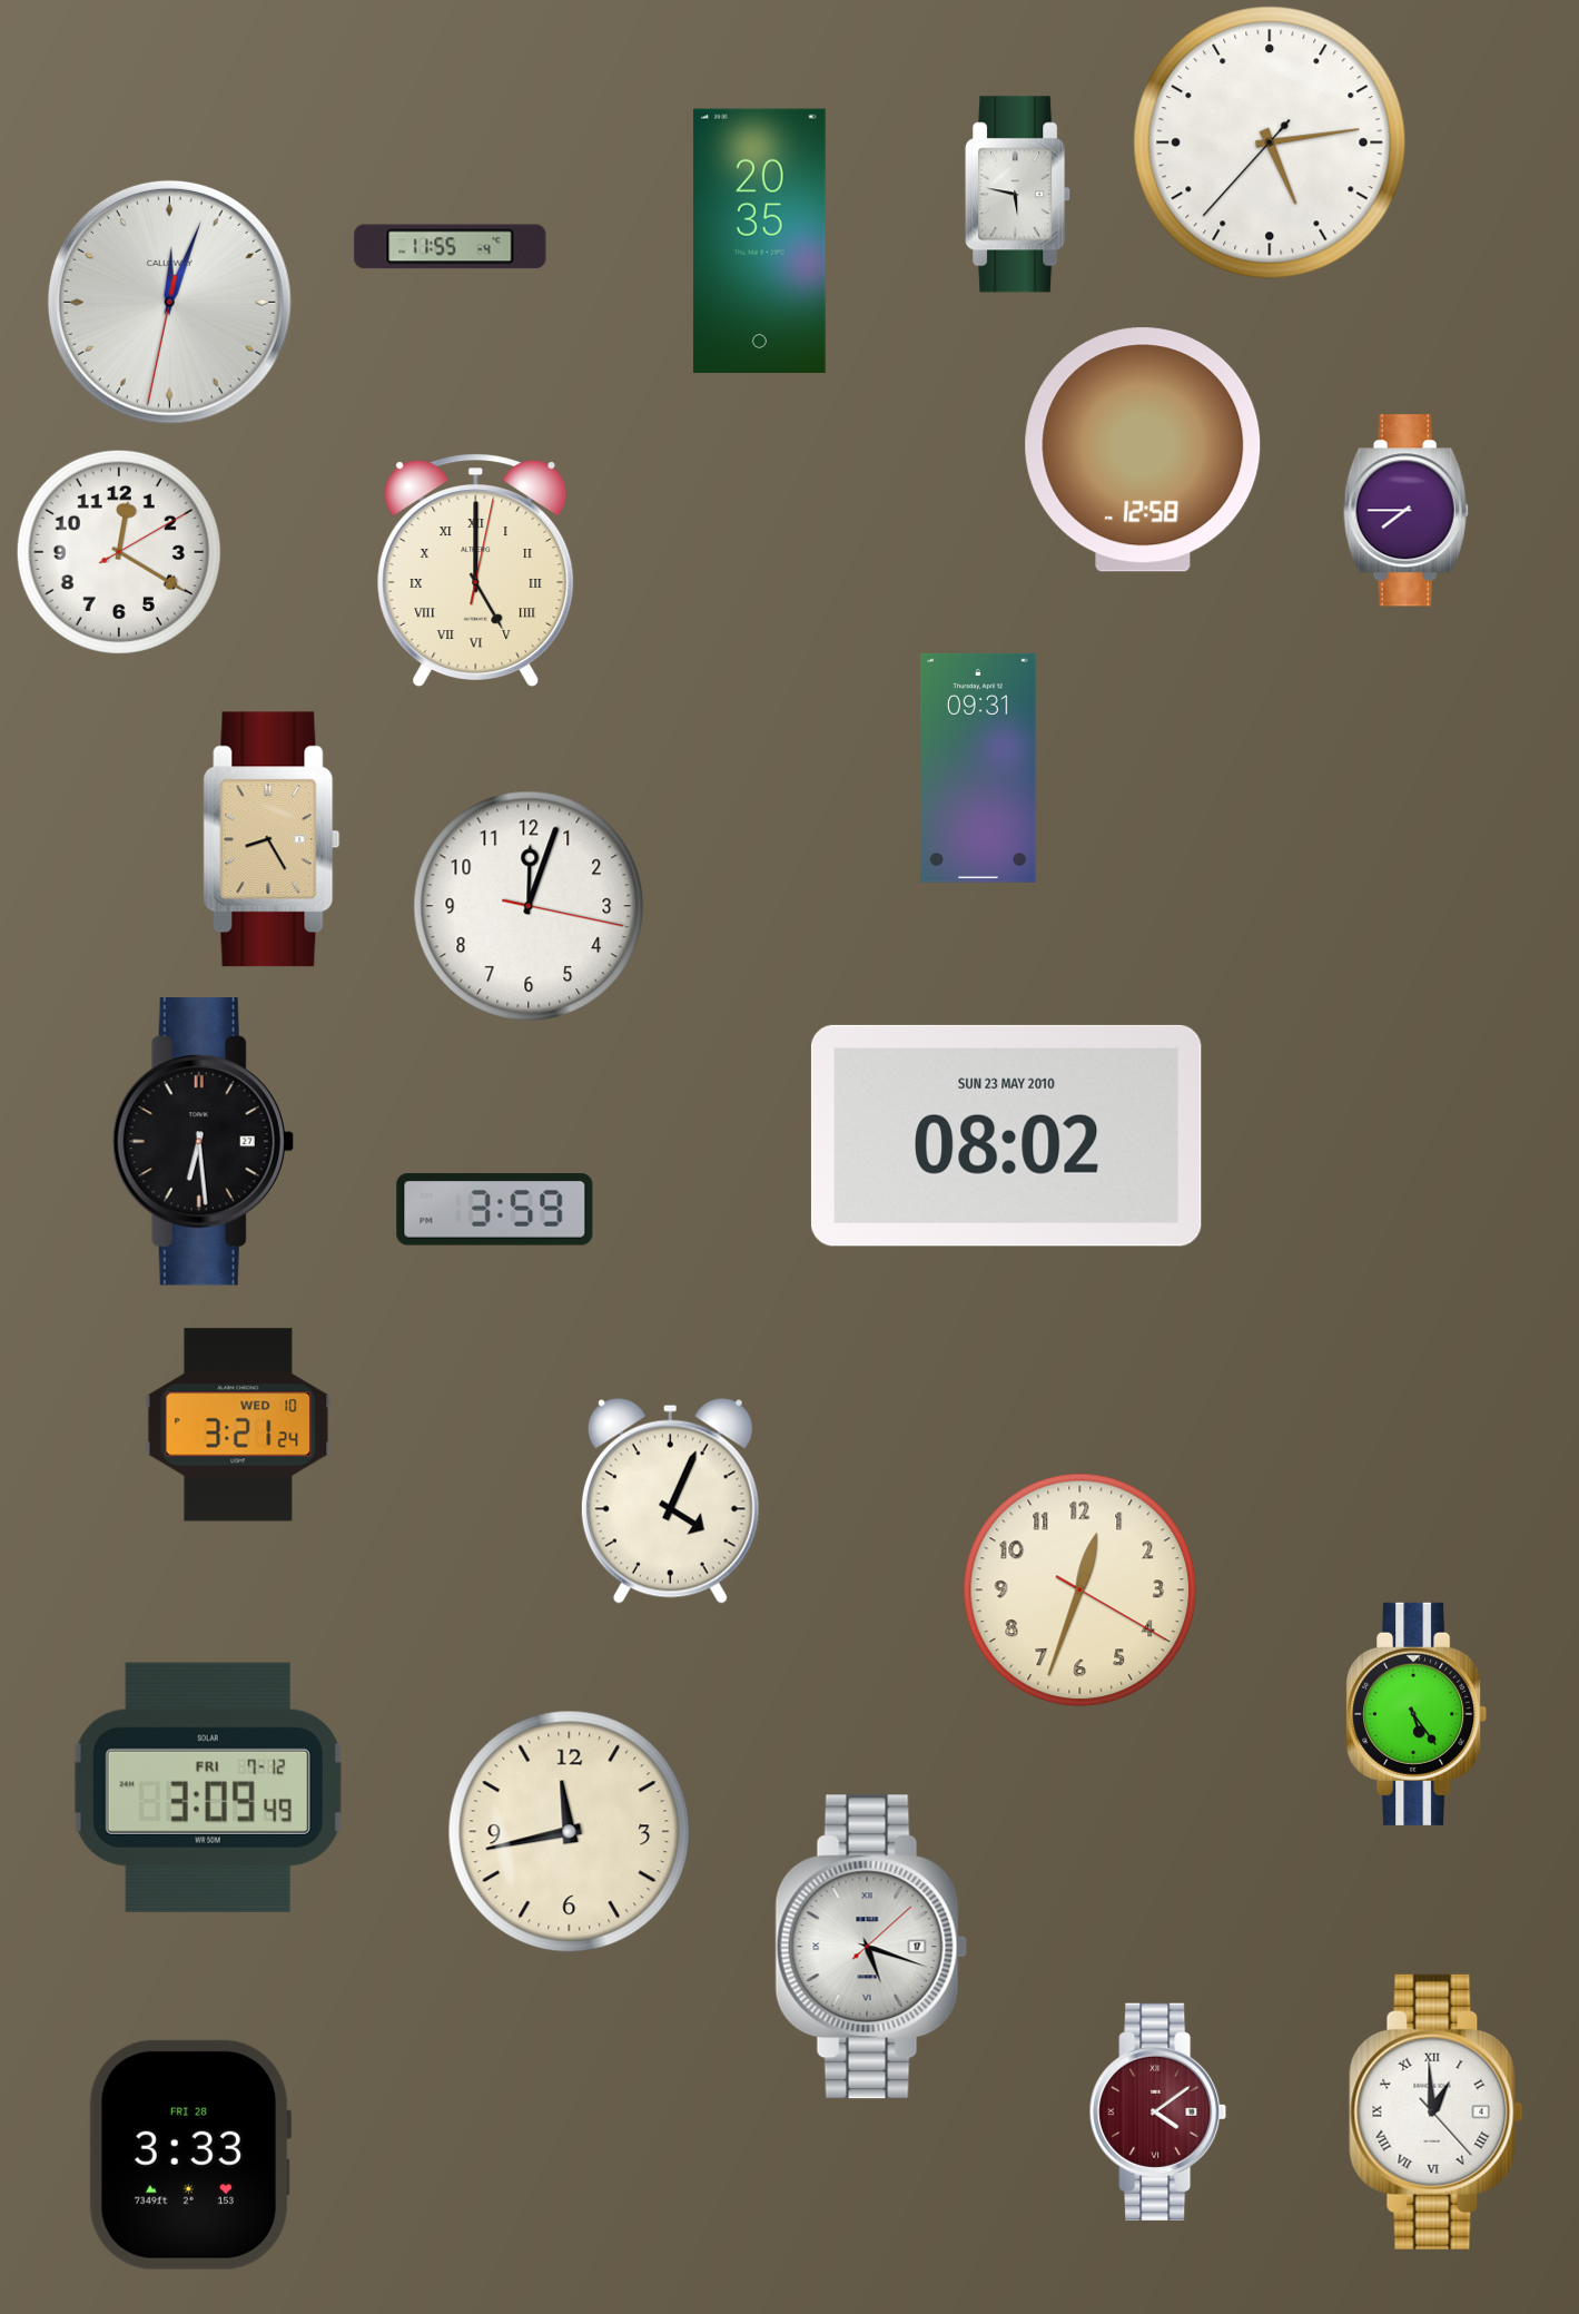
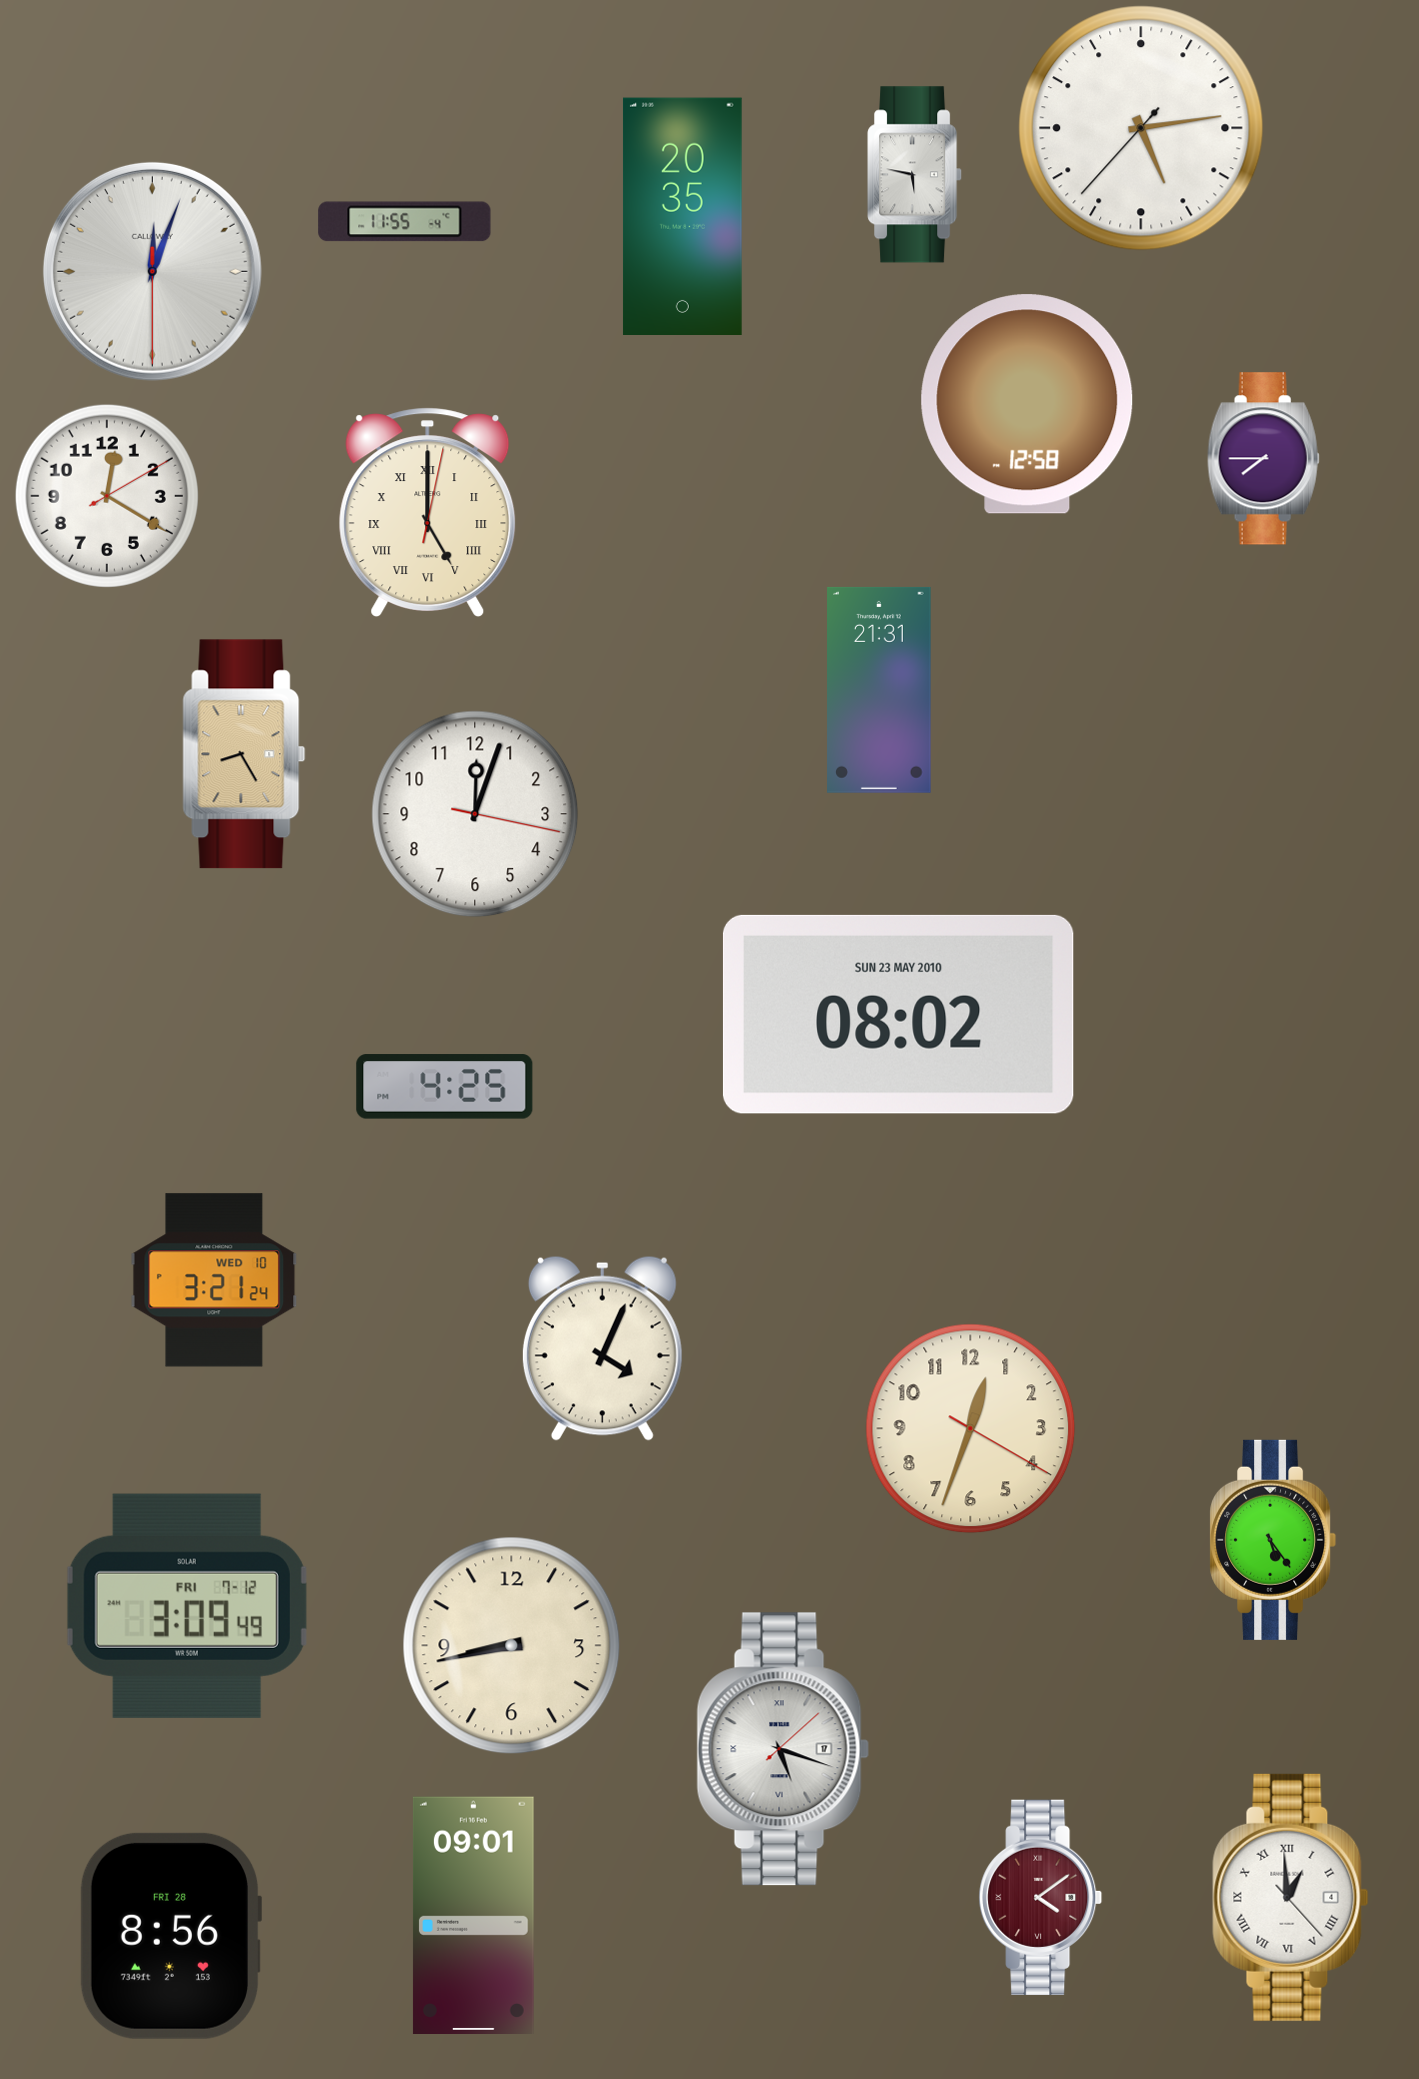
clock at (169, 302): 12:03:32 -> 12:03:30
clock at (978, 768): 09:31 -> 21:31
clock at (1006, 1135) position: (1006, 1135) -> (898, 1014)
clock at (203, 1142): 6:29 -> none
clock at (495, 1210): 3:59 -> 4:25
clock at (570, 1832): 11:43 -> 8:43
clock at (473, 1915): none -> 09:01
clock at (189, 2155): 3:33 -> 8:56
